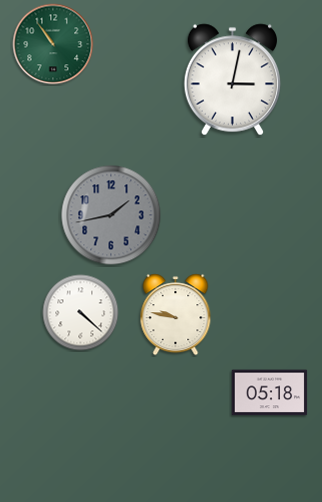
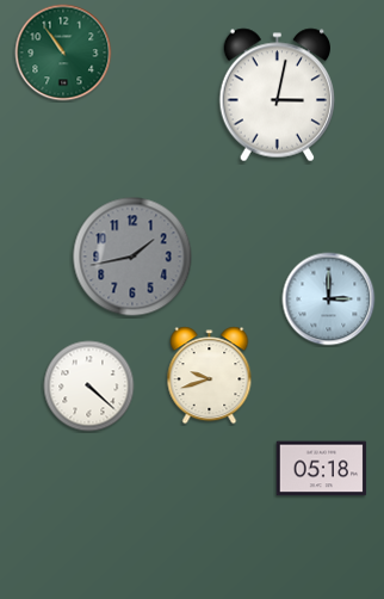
clock at (329, 299): none -> 3:00
clock at (81, 313) position: (81, 313) -> (89, 387)
clock at (176, 315): 9:47 -> 9:42
